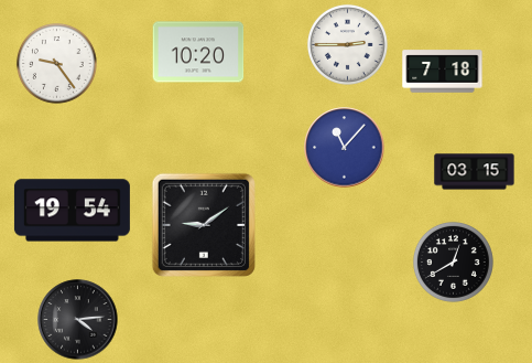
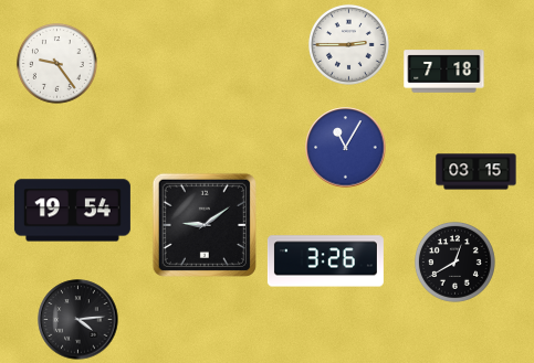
clock at (198, 52): 10:20 -> none
clock at (345, 148): 11:07 -> 11:05
clock at (325, 261): none -> 3:26
